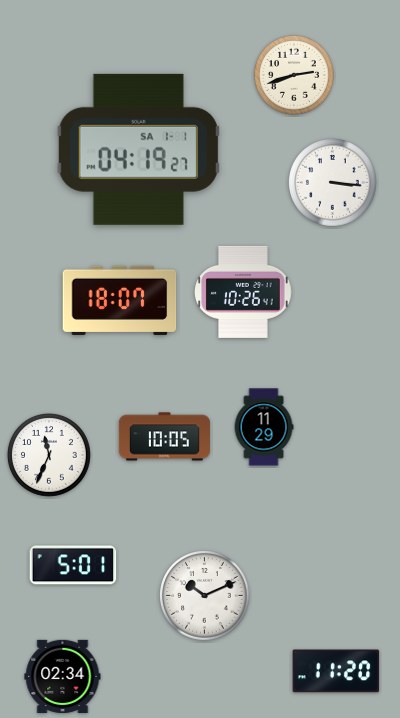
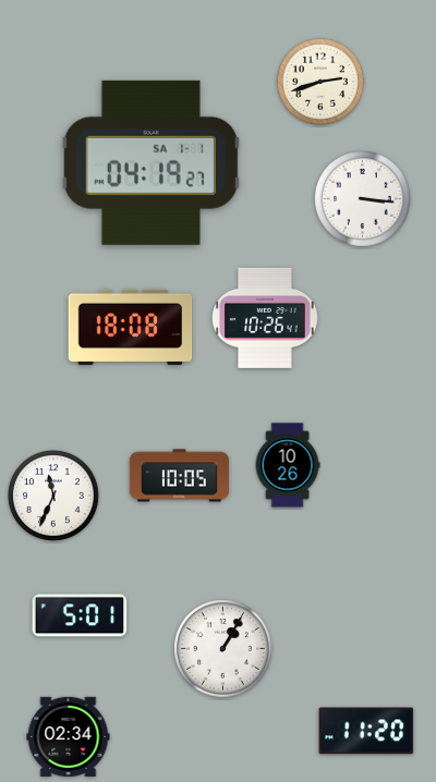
clock at (120, 300): 18:07 -> 18:08
clock at (264, 427): 11:29 -> 10:26
clock at (205, 596): 10:11 -> 1:05
